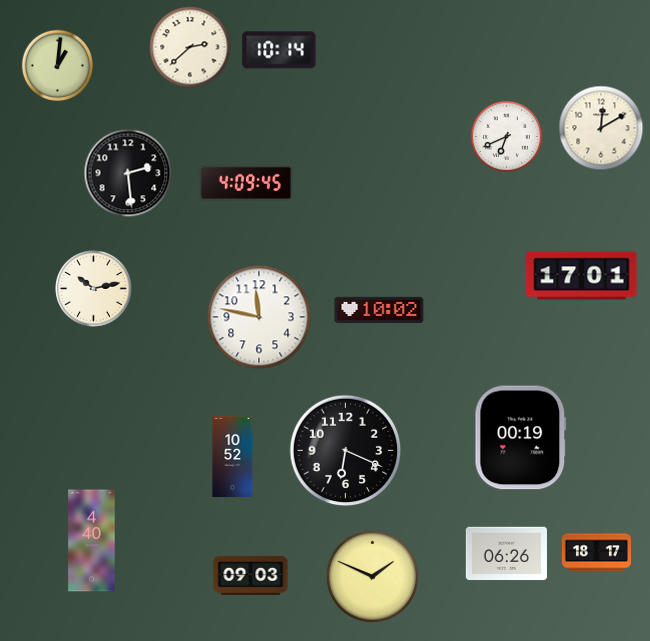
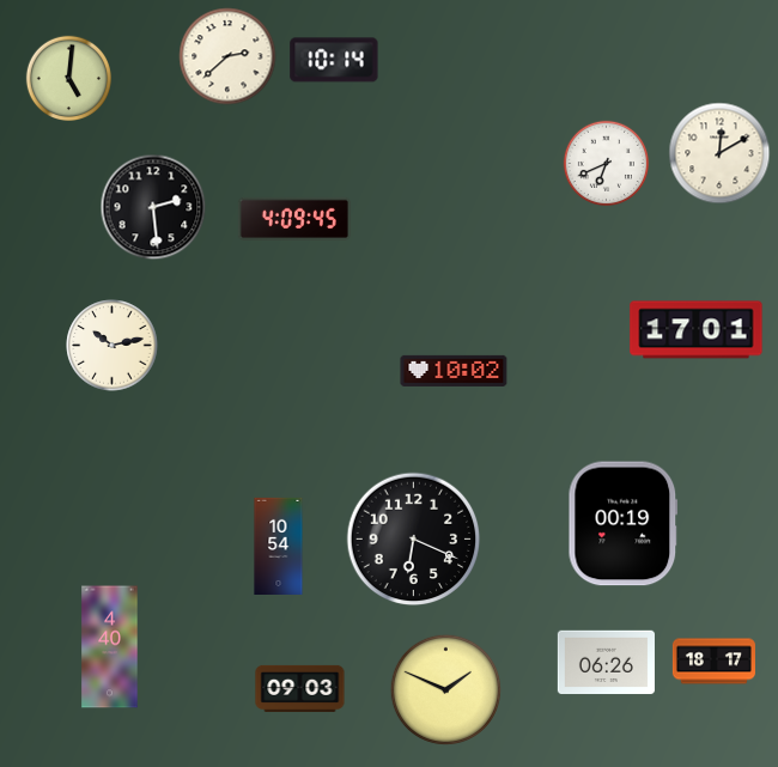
clock at (57, 65): 1:01 -> 5:01
clock at (259, 317): 11:47 -> none
clock at (233, 456): 10:52 -> 10:54
